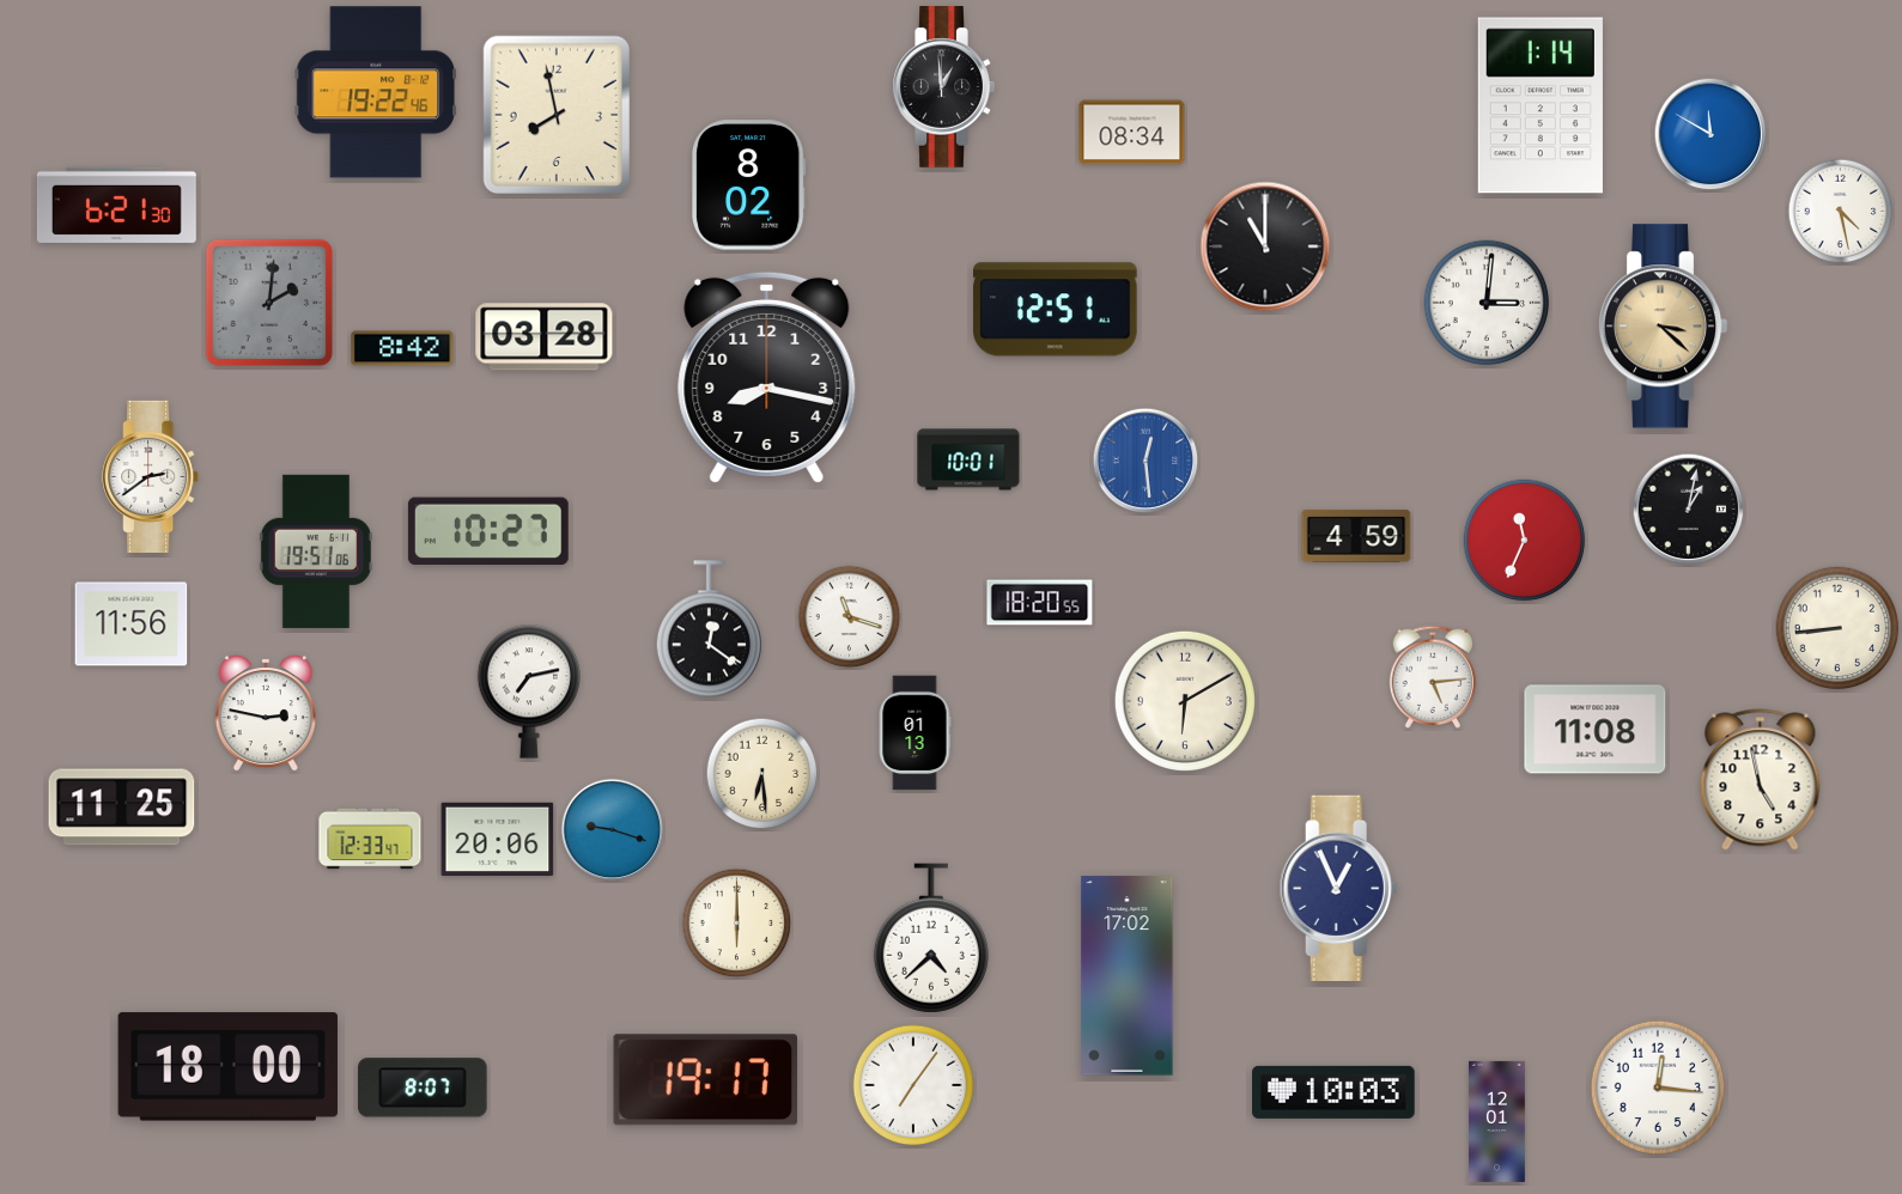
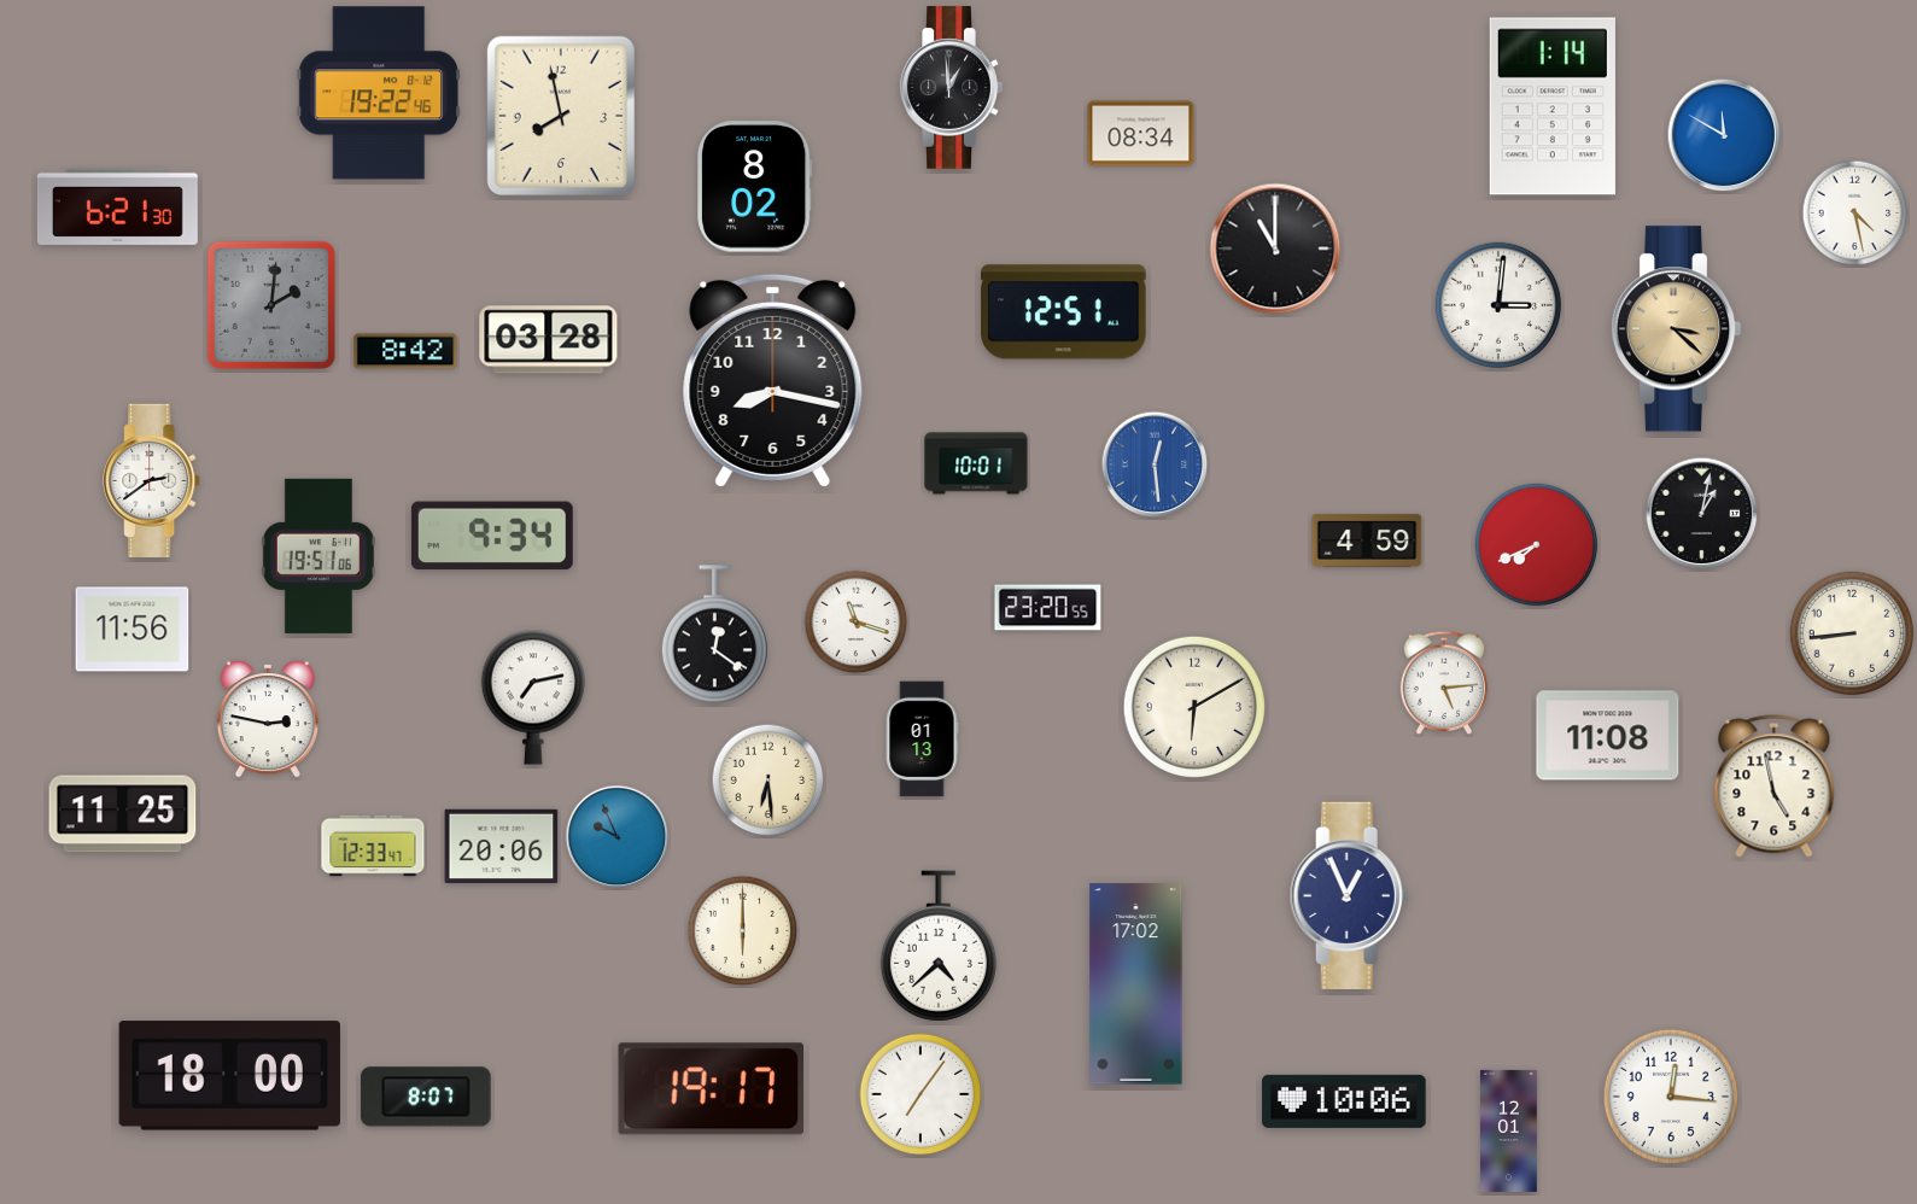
clock at (488, 531): 10:27 -> 9:34
clock at (1525, 541): 11:34 -> 7:41
clock at (1040, 603): 18:20 -> 23:20
clock at (613, 830): 9:18 -> 9:56
clock at (1333, 1092): 10:03 -> 10:06
